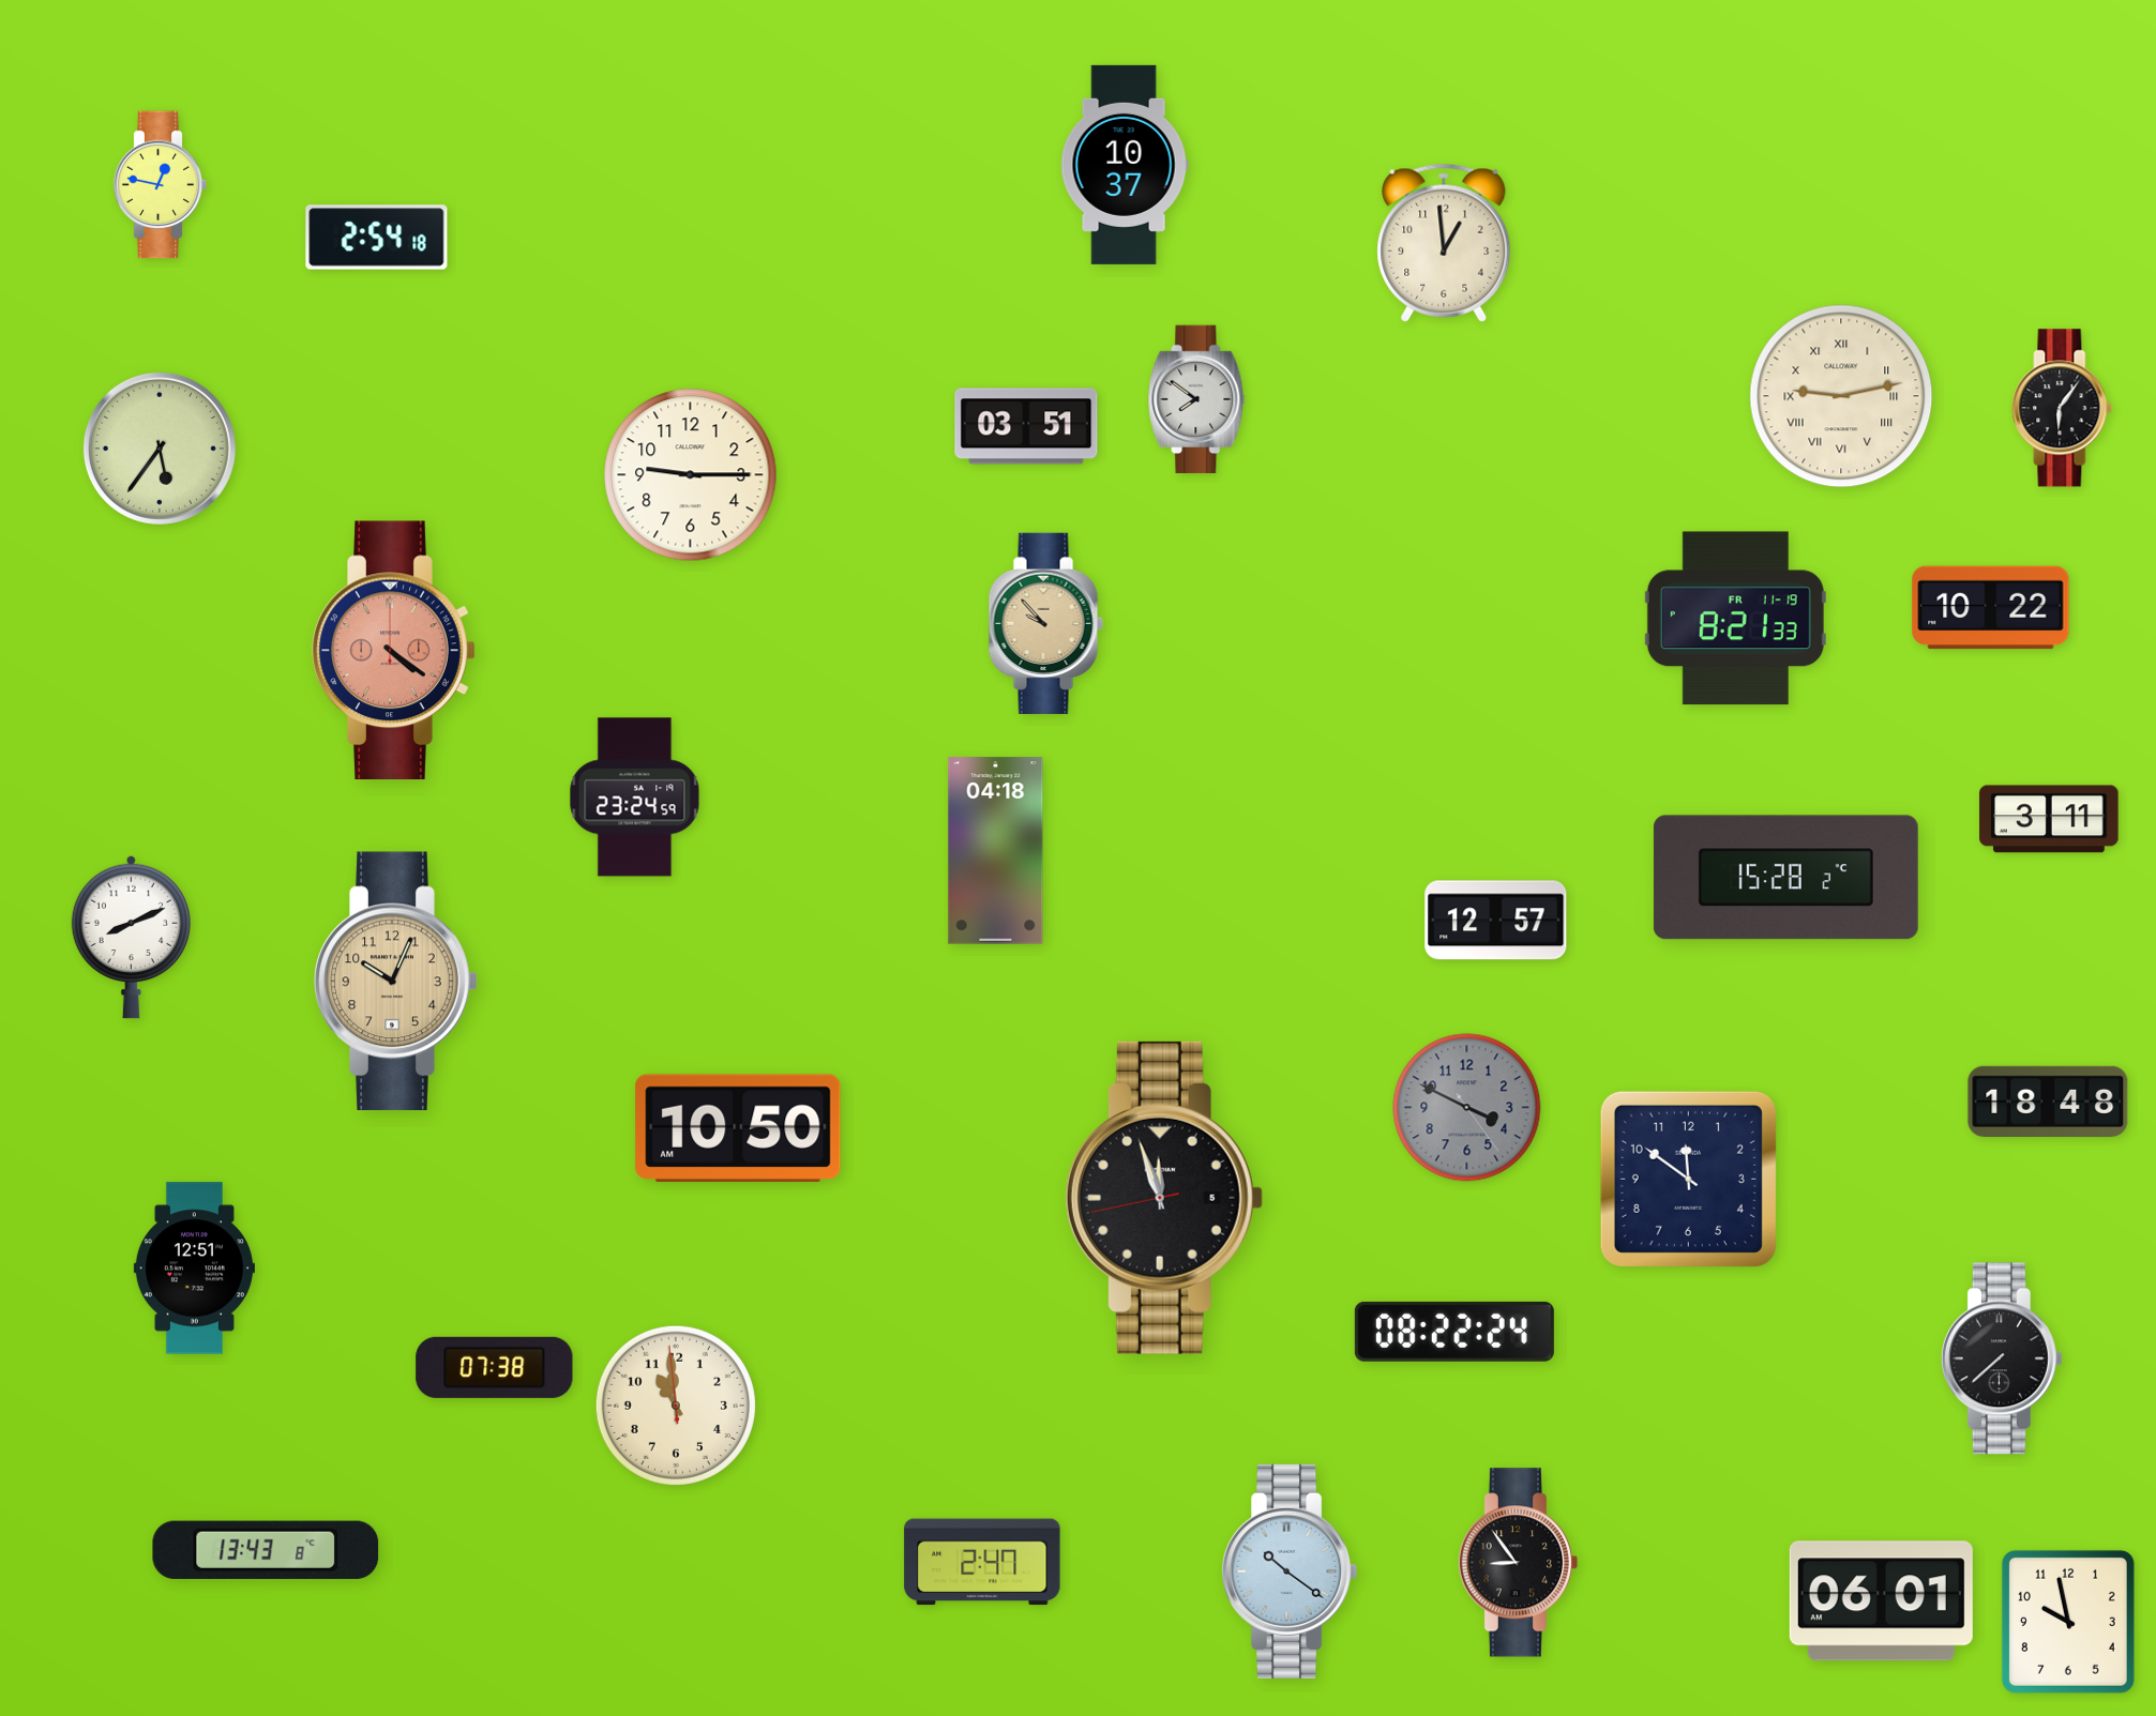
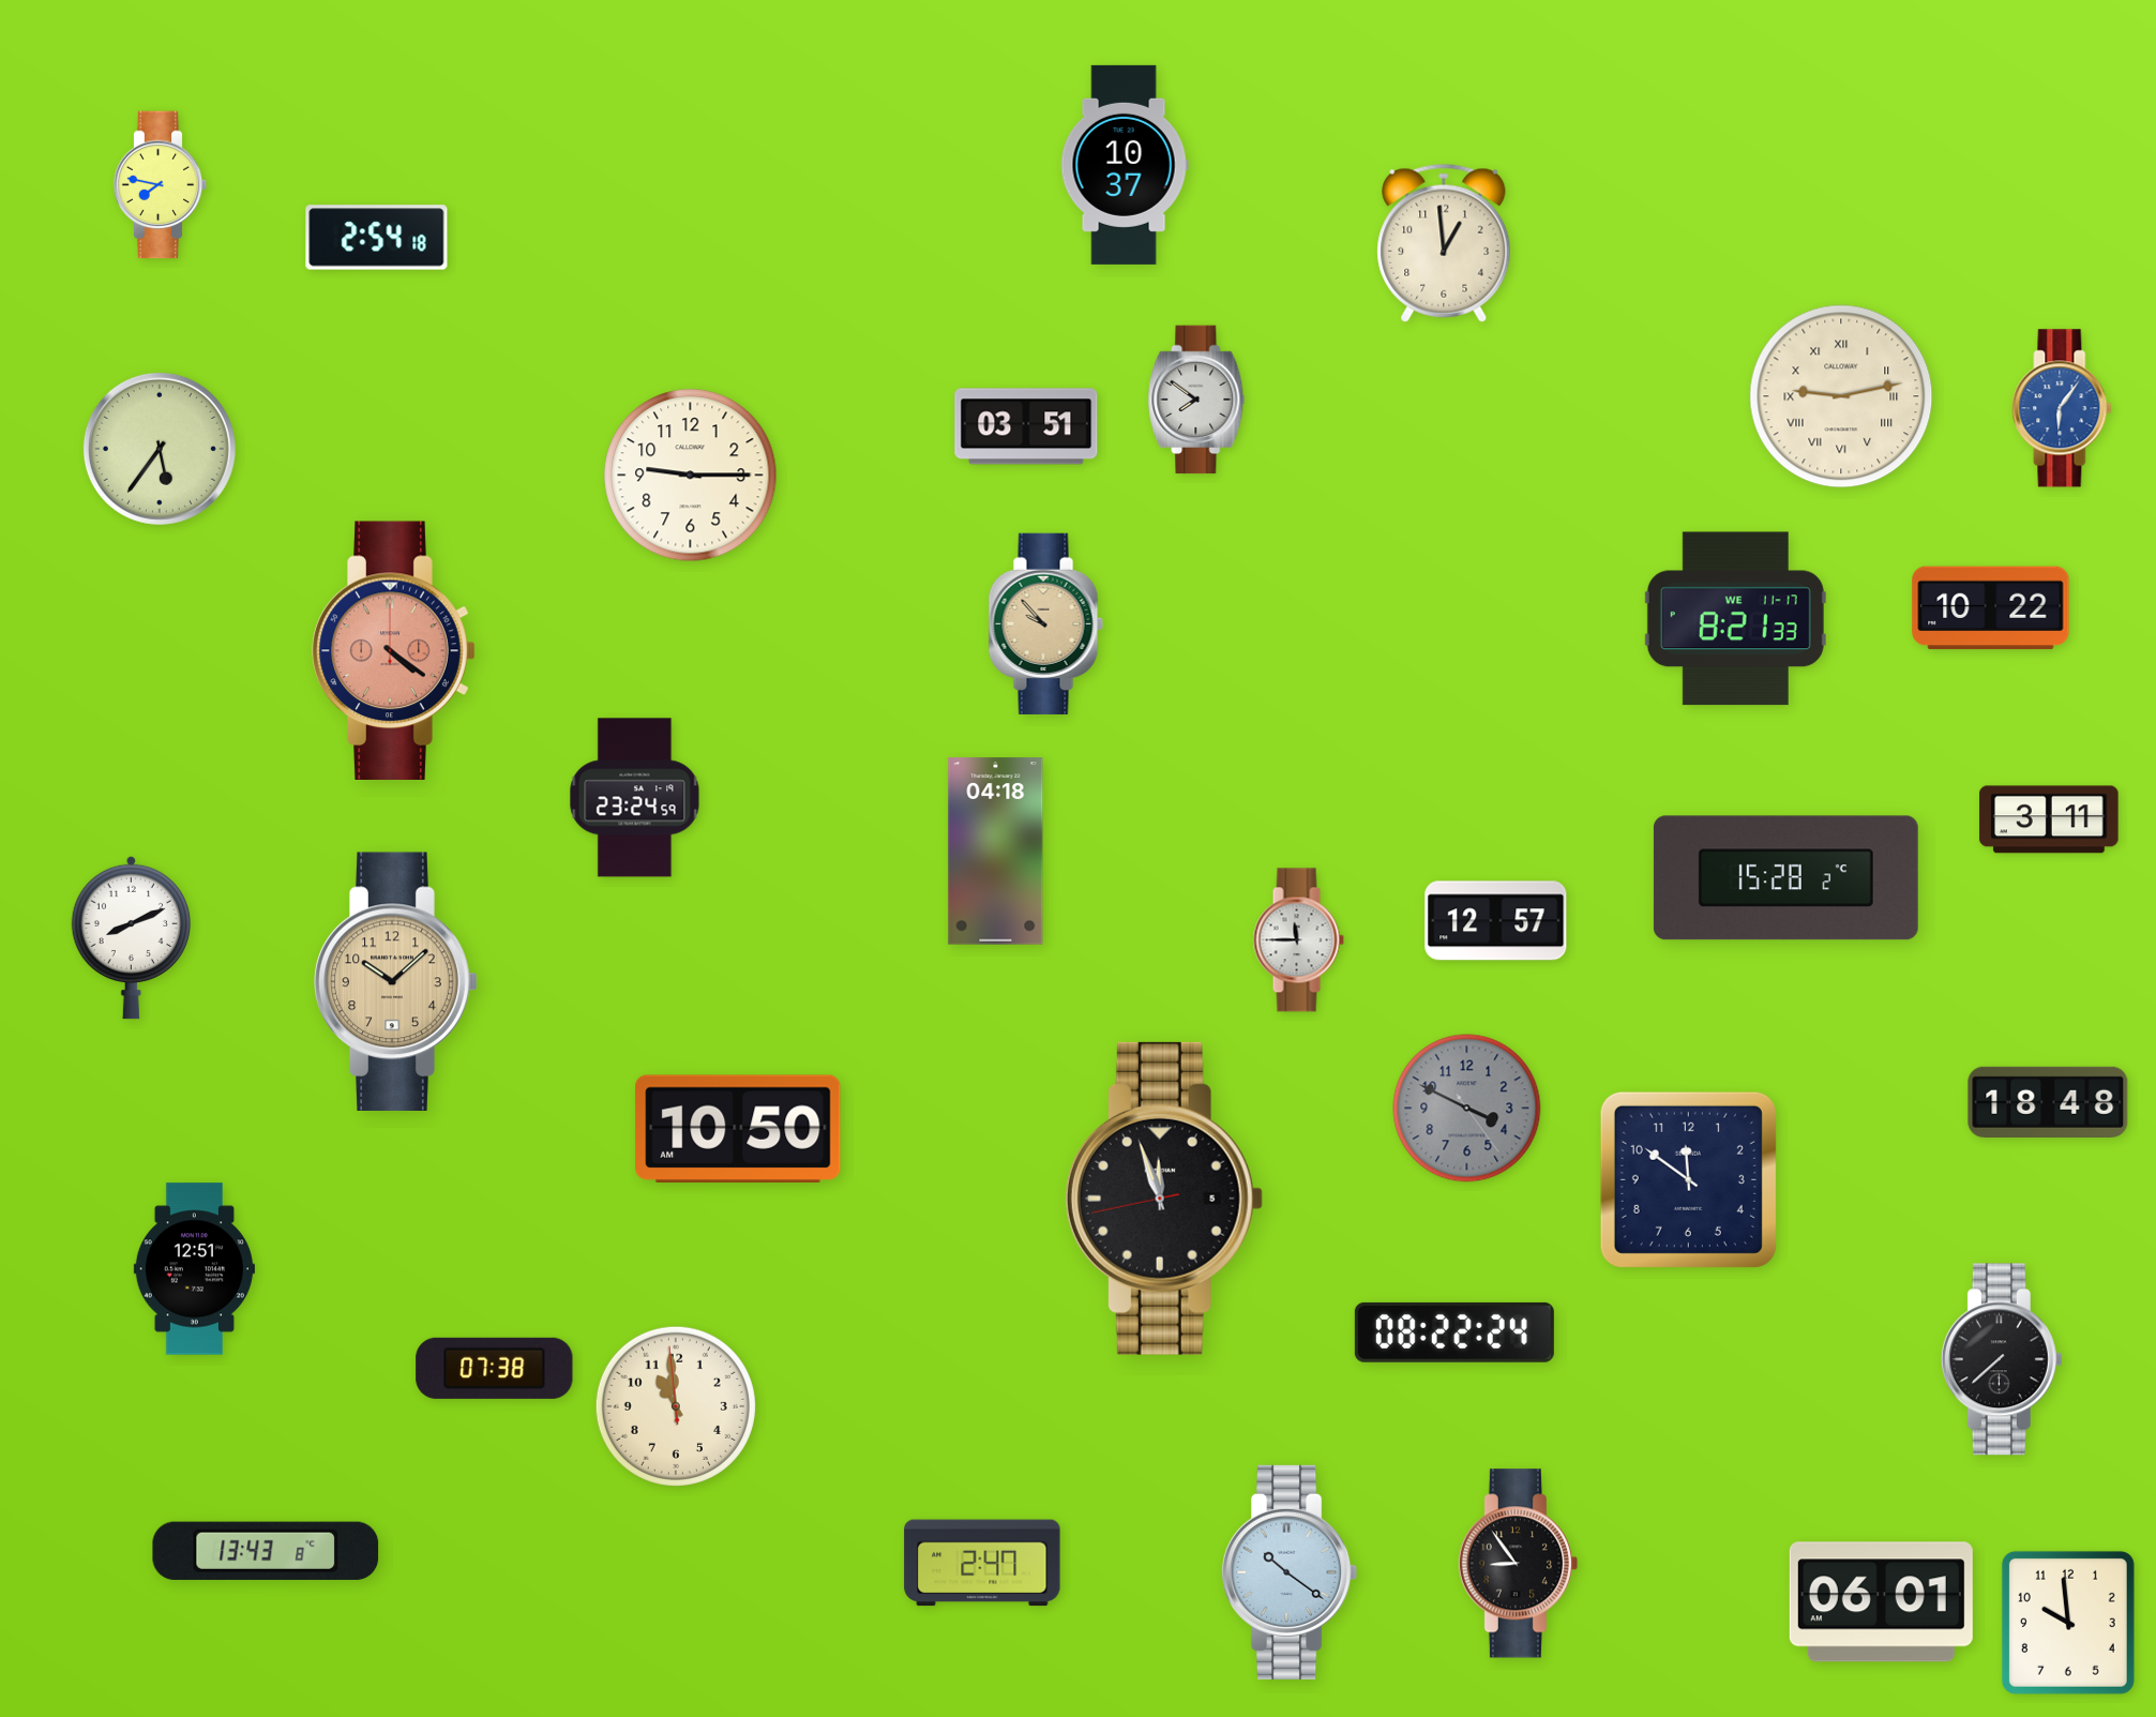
clock at (161, 185): 12:47 -> 7:47
clock at (2062, 408) dial: black -> blue
clock at (1735, 619) date: FR 11-19 -> WE 11-17
clock at (1298, 940): none -> 11:45
clock at (396, 981): 10:04 -> 10:08
clock at (2068, 1622): 9:58 -> 9:59
